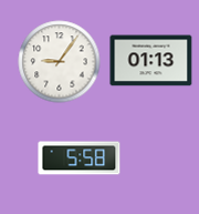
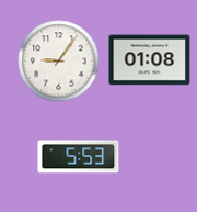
clock at (151, 61): 01:13 -> 01:08
clock at (80, 159): 5:58 -> 5:53
